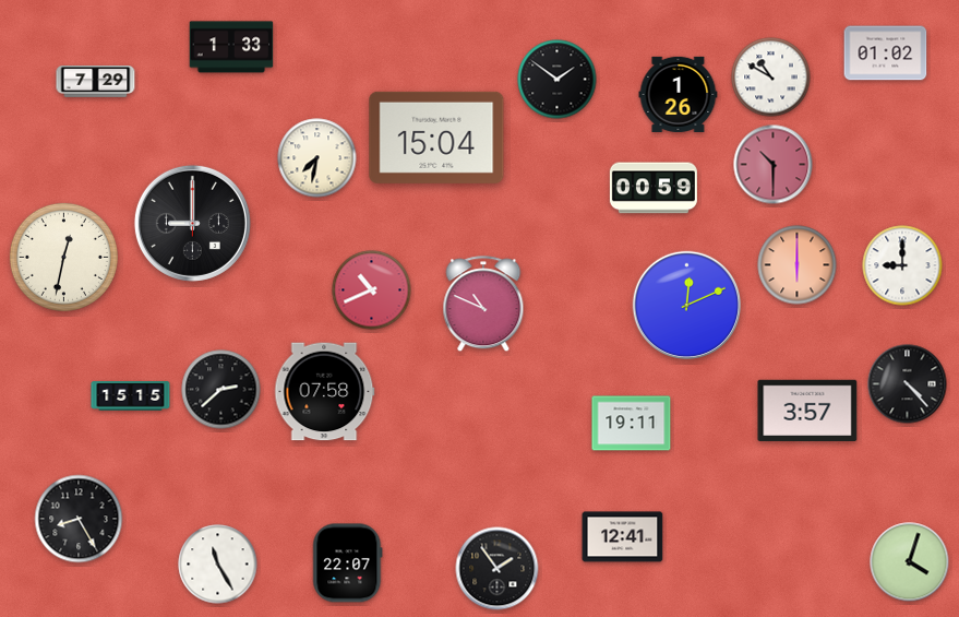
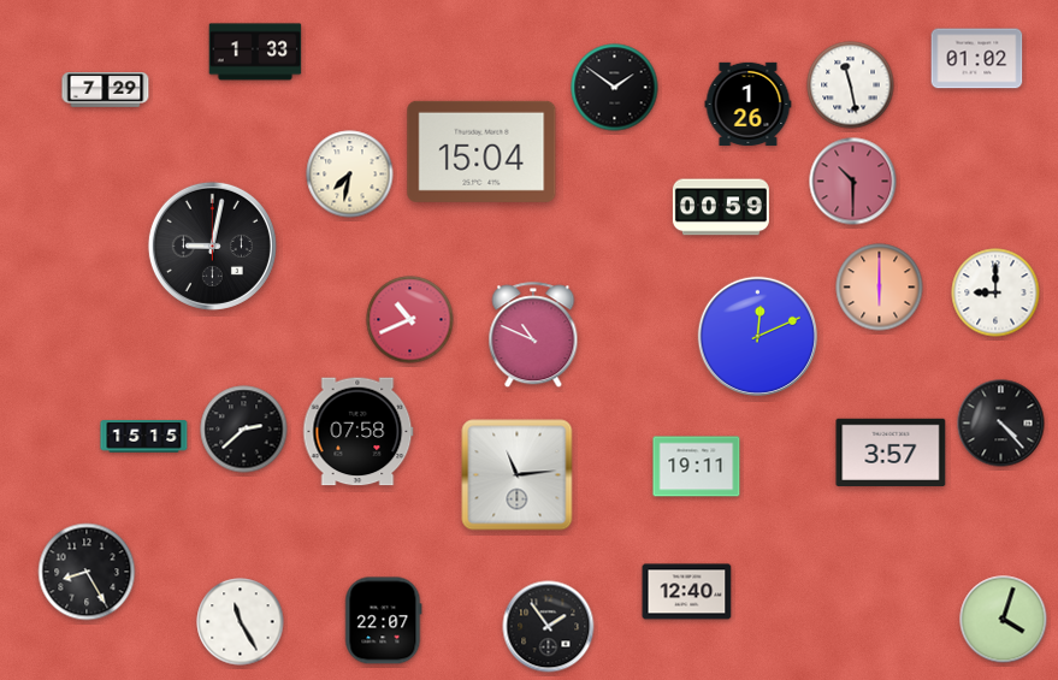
clock at (771, 78): 10:50 -> 11:28
clock at (192, 223): 9:00 -> 9:02
clock at (63, 257): 12:32 -> none
clock at (798, 265) position: (798, 265) -> (880, 288)
clock at (518, 475): none -> 11:14
clock at (623, 537): 12:41 -> 12:40
